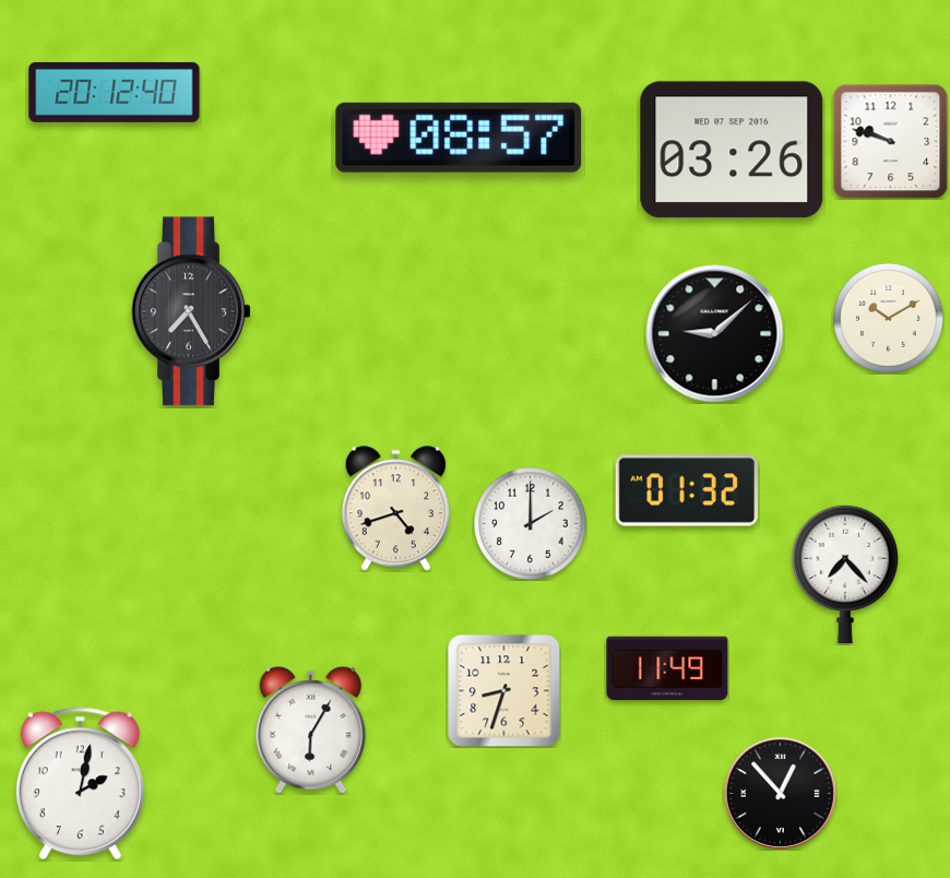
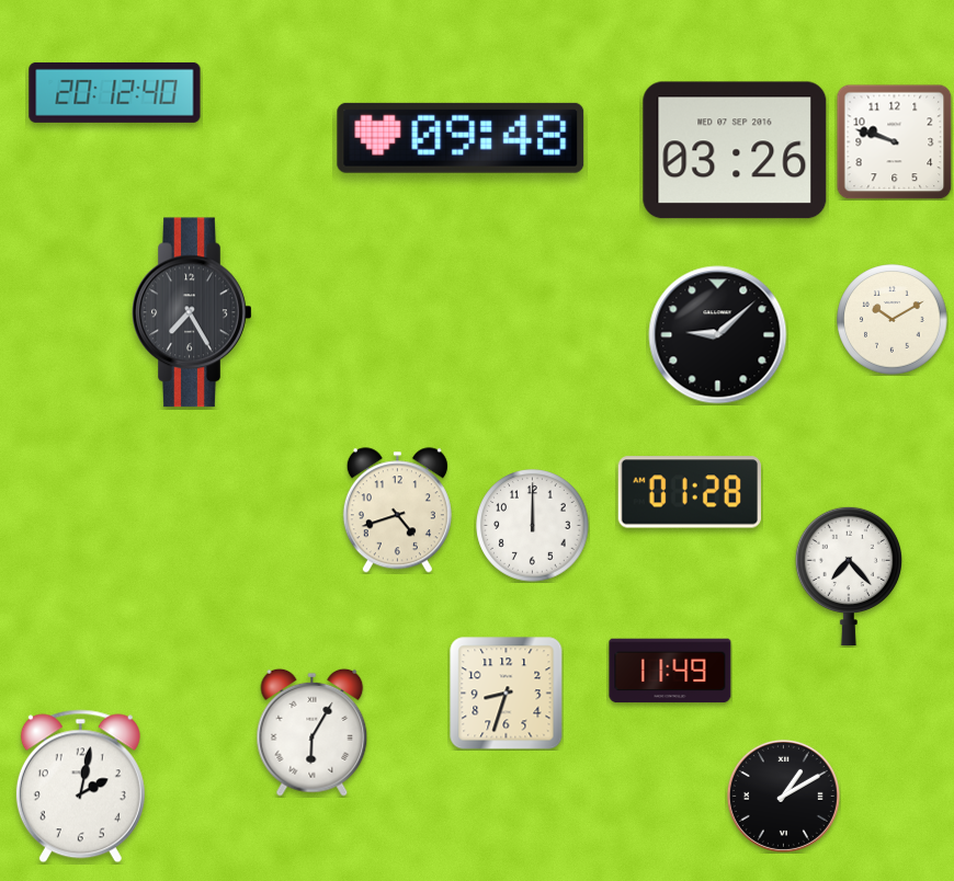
clock at (459, 138): 08:57 -> 09:48
clock at (687, 490): 01:32 -> 01:28
clock at (531, 524): 2:00 -> 12:00
clock at (780, 793): 12:53 -> 1:10
